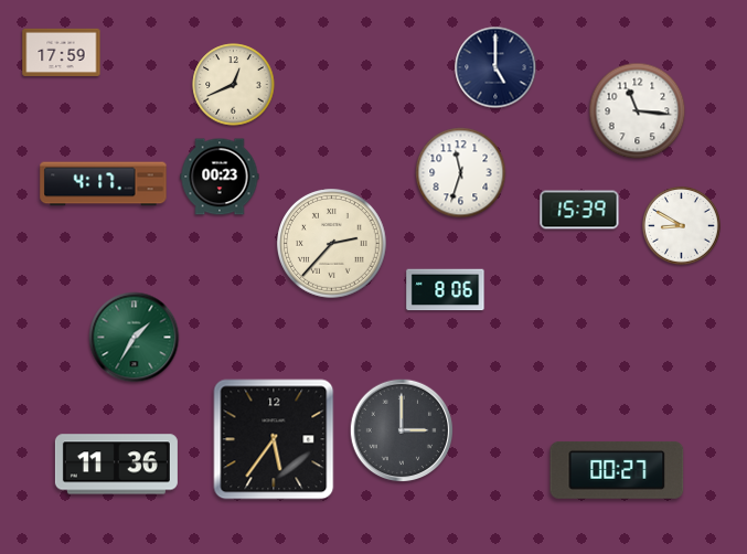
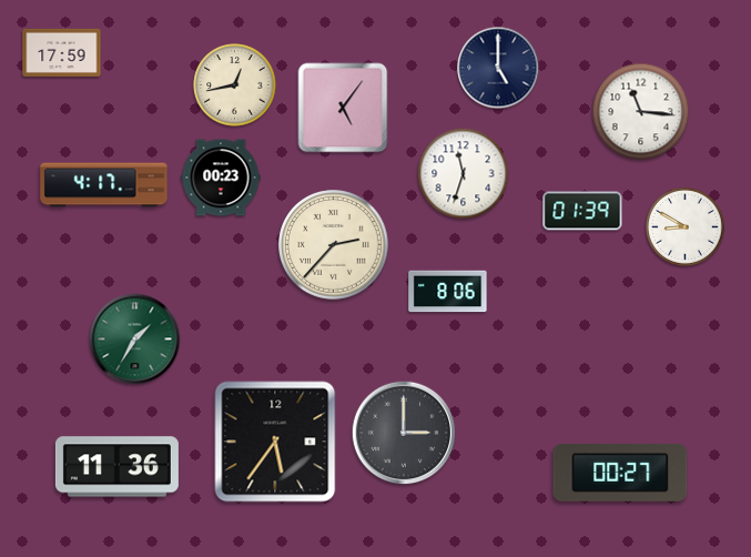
clock at (234, 85): 12:41 -> 12:43
clock at (343, 108): none -> 5:06
clock at (579, 210): 15:39 -> 01:39
